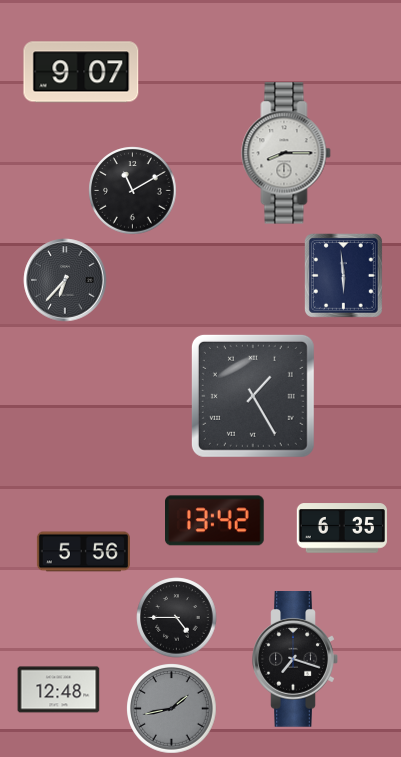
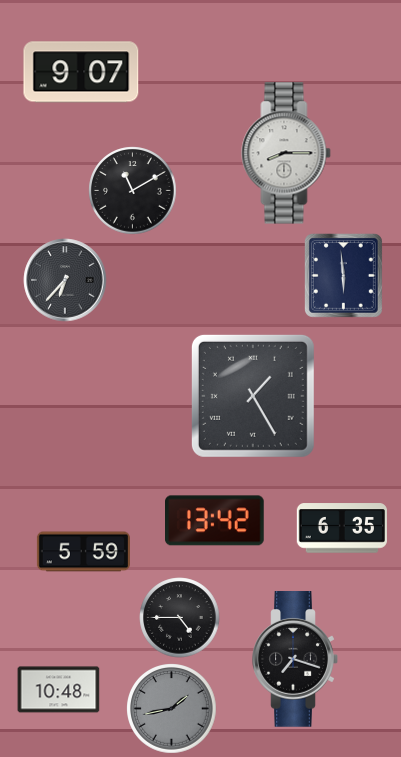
clock at (83, 552): 5:56 -> 5:59
clock at (177, 618) position: (177, 618) -> (180, 618)
clock at (59, 690): 12:48 -> 10:48
